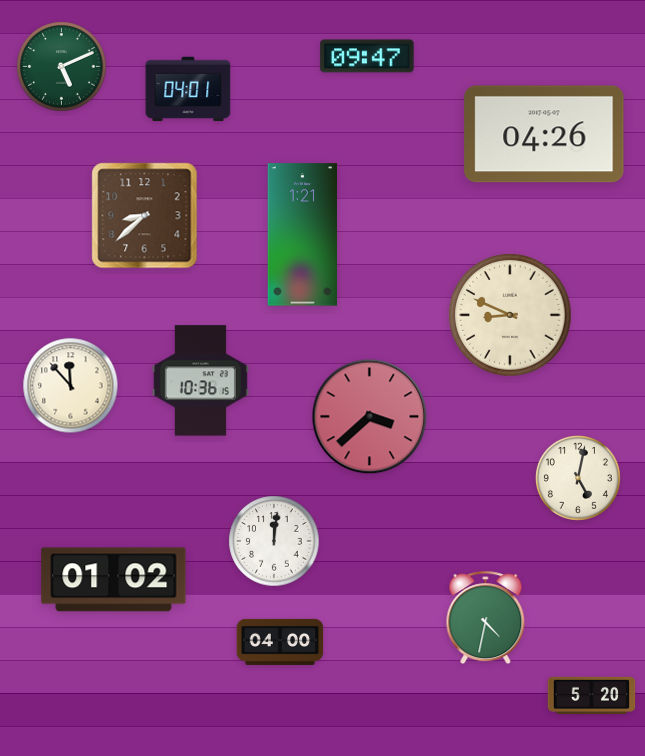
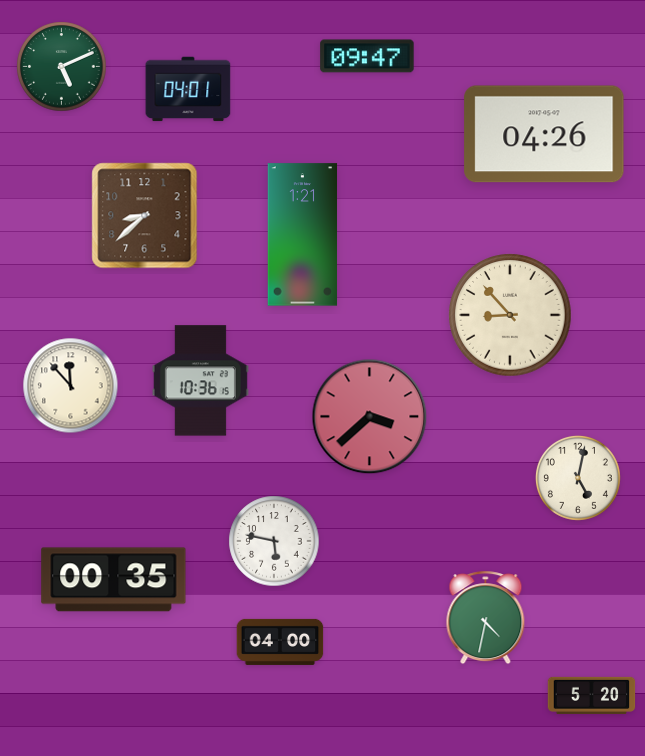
clock at (510, 315): 8:49 -> 8:53
clock at (274, 541): 12:01 -> 5:47
clock at (114, 580): 01:02 -> 00:35
